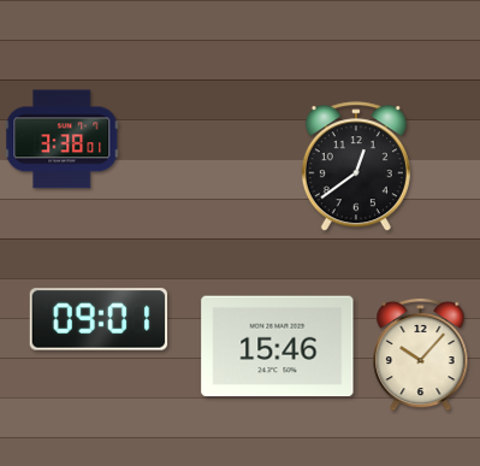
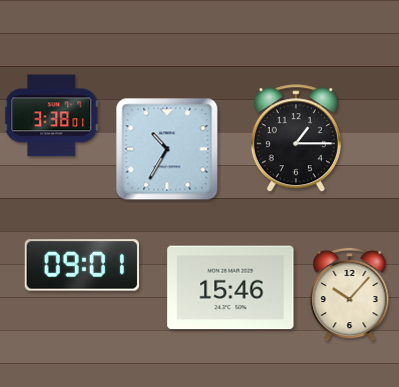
clock at (356, 167): 12:39 -> 1:15
clock at (167, 149): none -> 10:35
